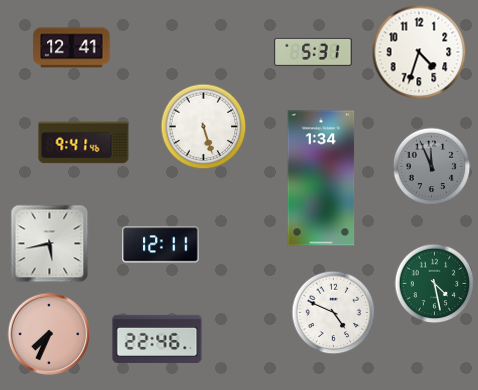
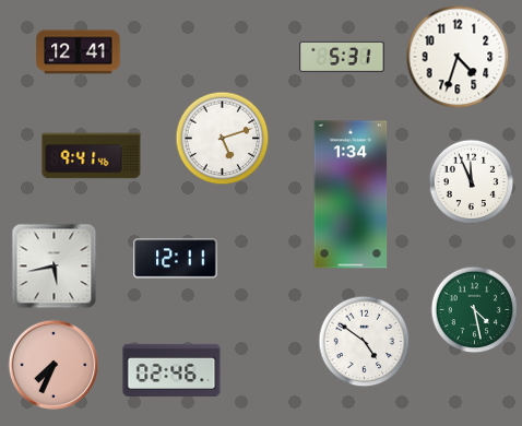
clock at (203, 126): 5:27 -> 5:12
clock at (431, 166) dial: grey -> white
clock at (161, 245) position: (161, 245) -> (176, 259)
clock at (333, 312): 4:49 -> 4:51
clock at (157, 339): 22:46 -> 02:46
